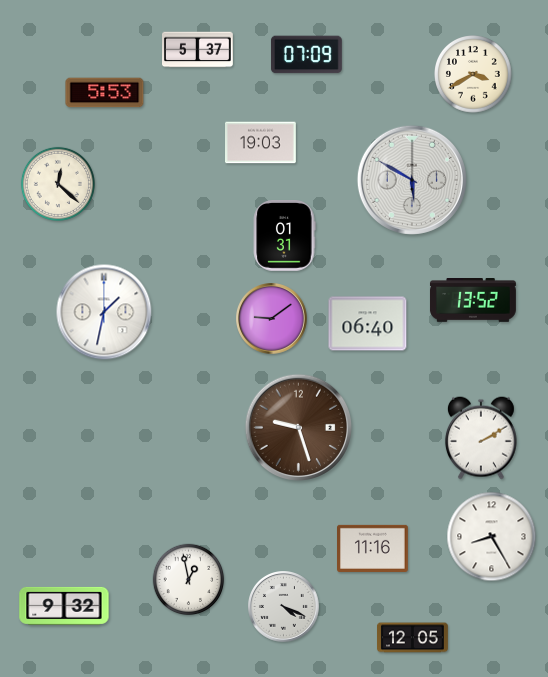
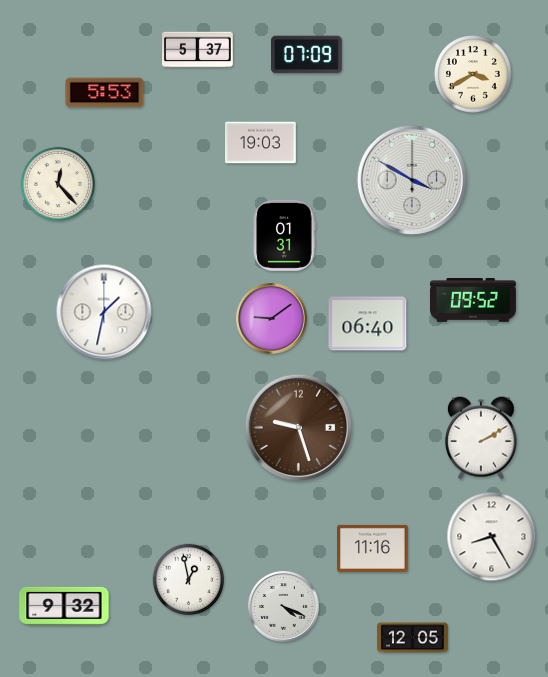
clock at (412, 180): 5:50 -> 3:50
clock at (58, 184): 12:22 -> 12:23
clock at (473, 301): 13:52 -> 09:52
